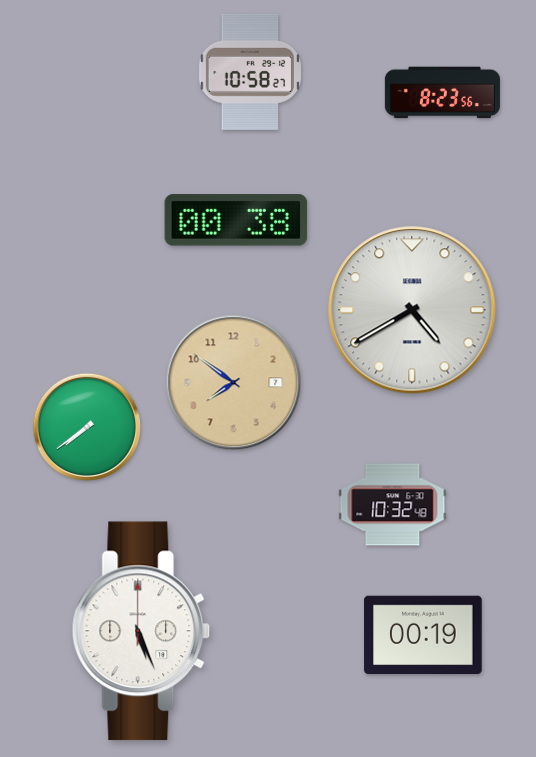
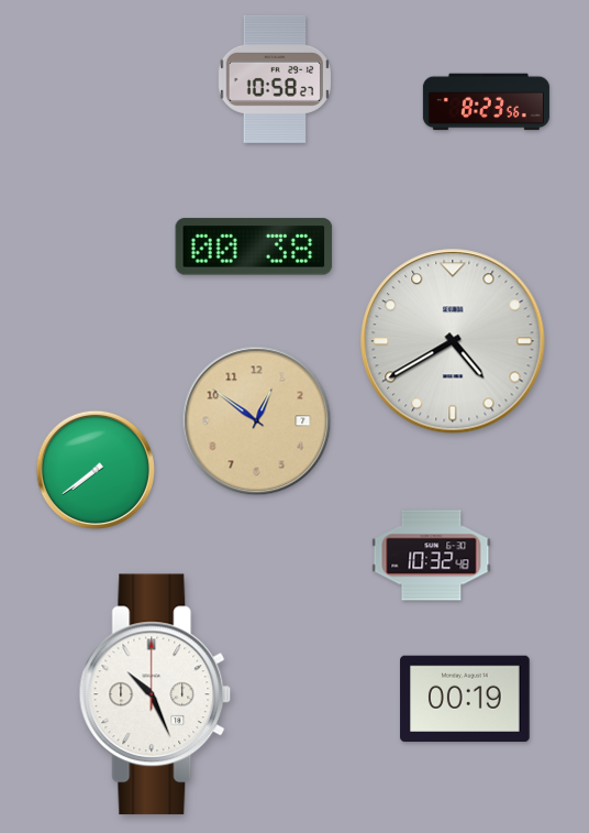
clock at (236, 220) position: (236, 220) -> (254, 246)
clock at (234, 383): 7:51 -> 12:51
clock at (141, 631): 5:26 -> 10:26
